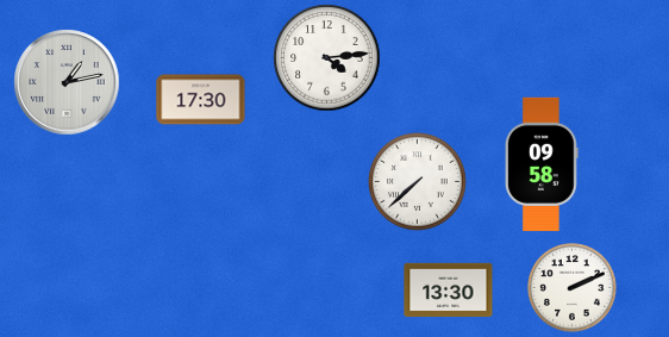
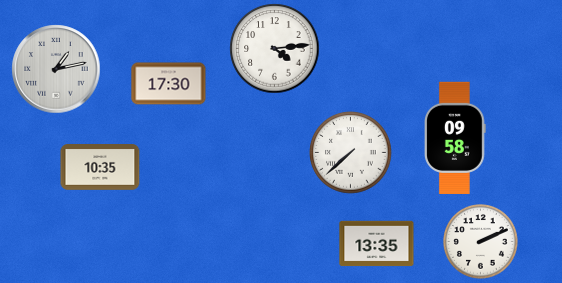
clock at (100, 168): none -> 10:35
clock at (449, 291): 13:30 -> 13:35
